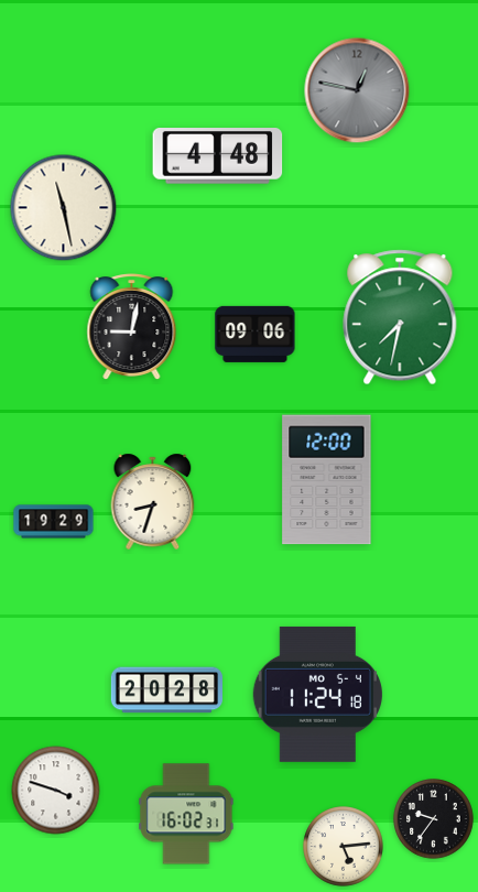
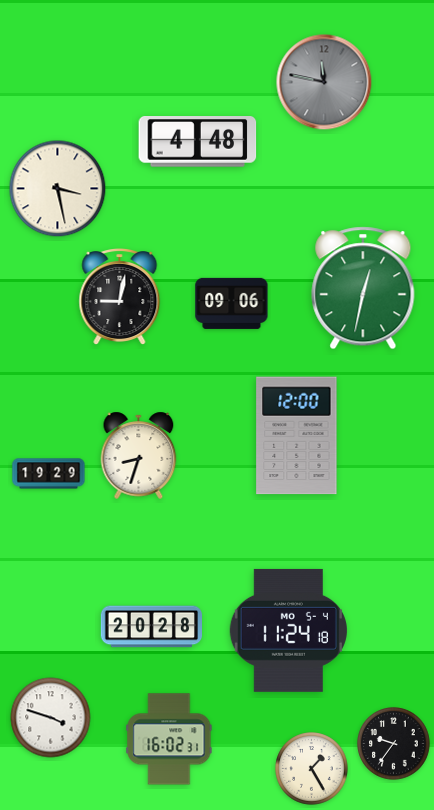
clock at (357, 90): 12:47 -> 11:47
clock at (64, 208): 11:28 -> 3:28
clock at (400, 317): 7:32 -> 12:32
clock at (344, 847): 5:14 -> 1:25
